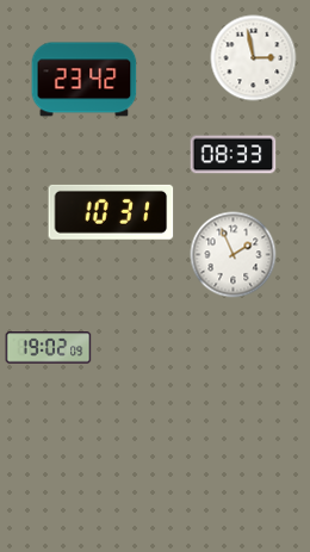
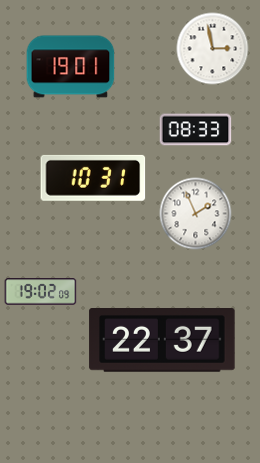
clock at (85, 80): 23:42 -> 19:01
clock at (162, 341): none -> 22:37
